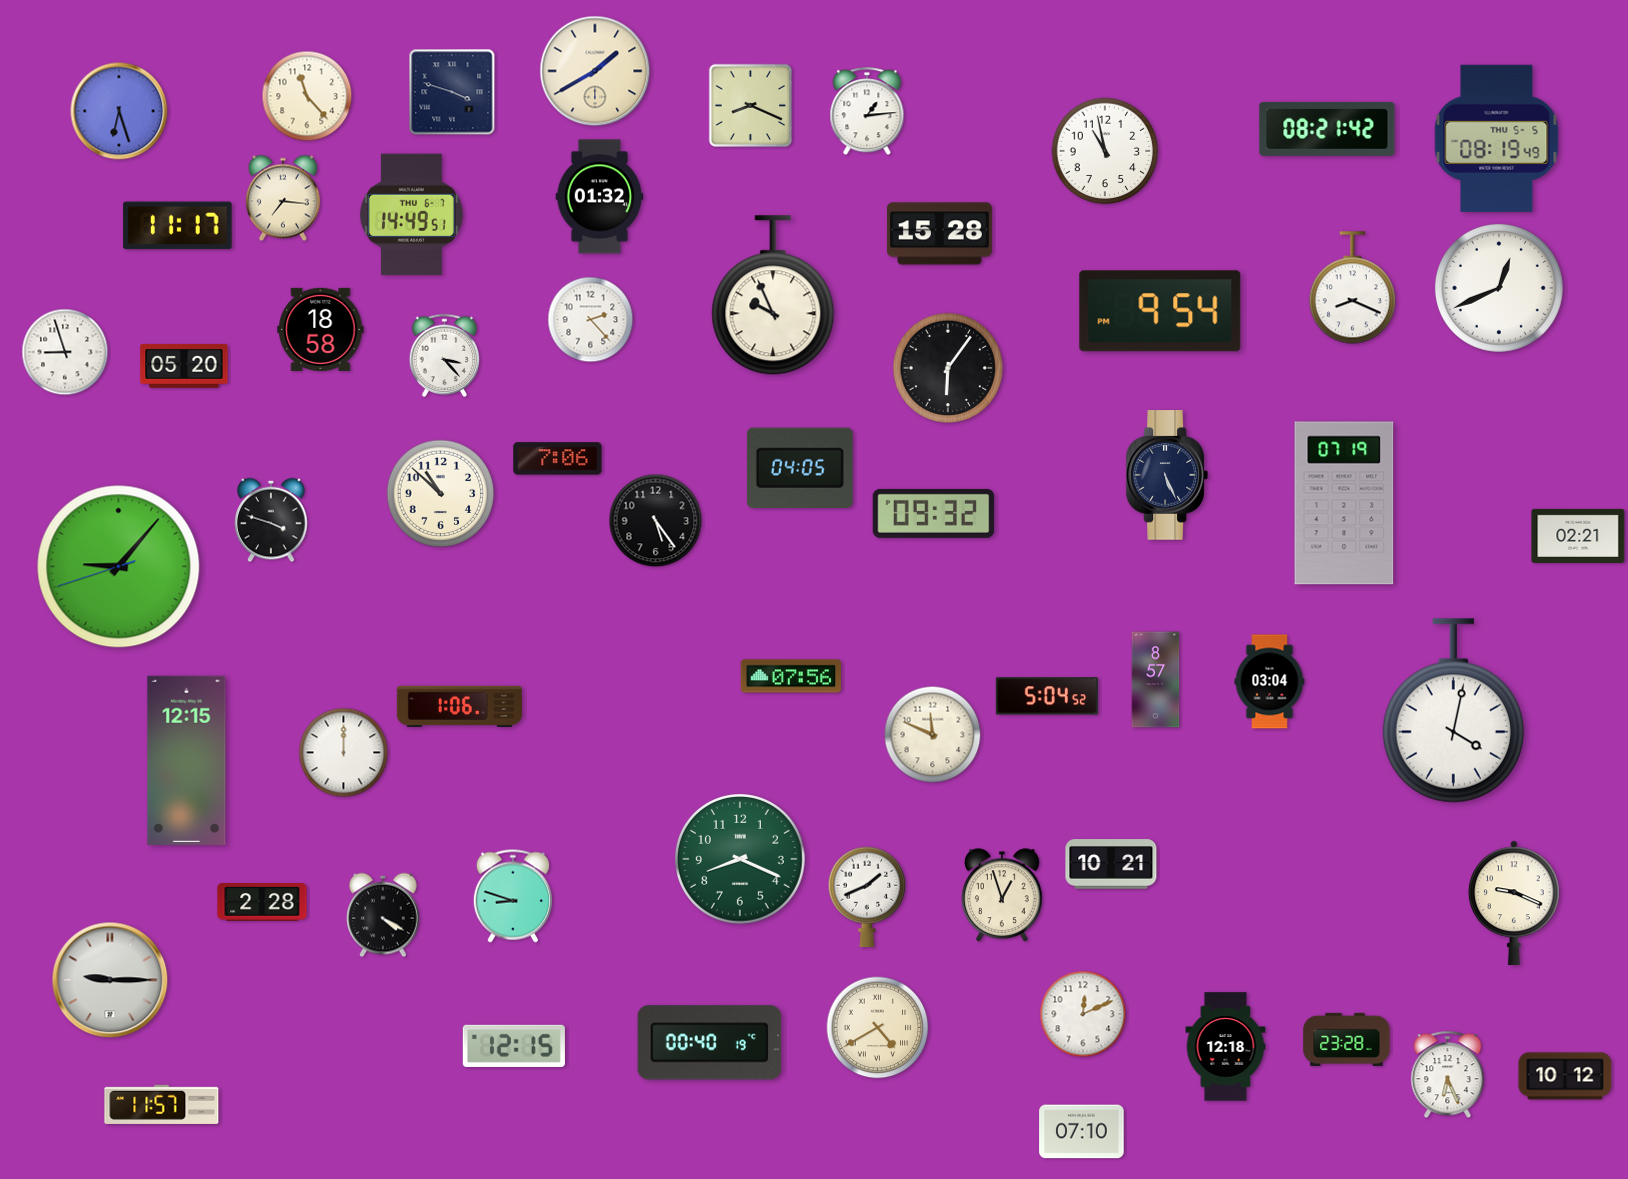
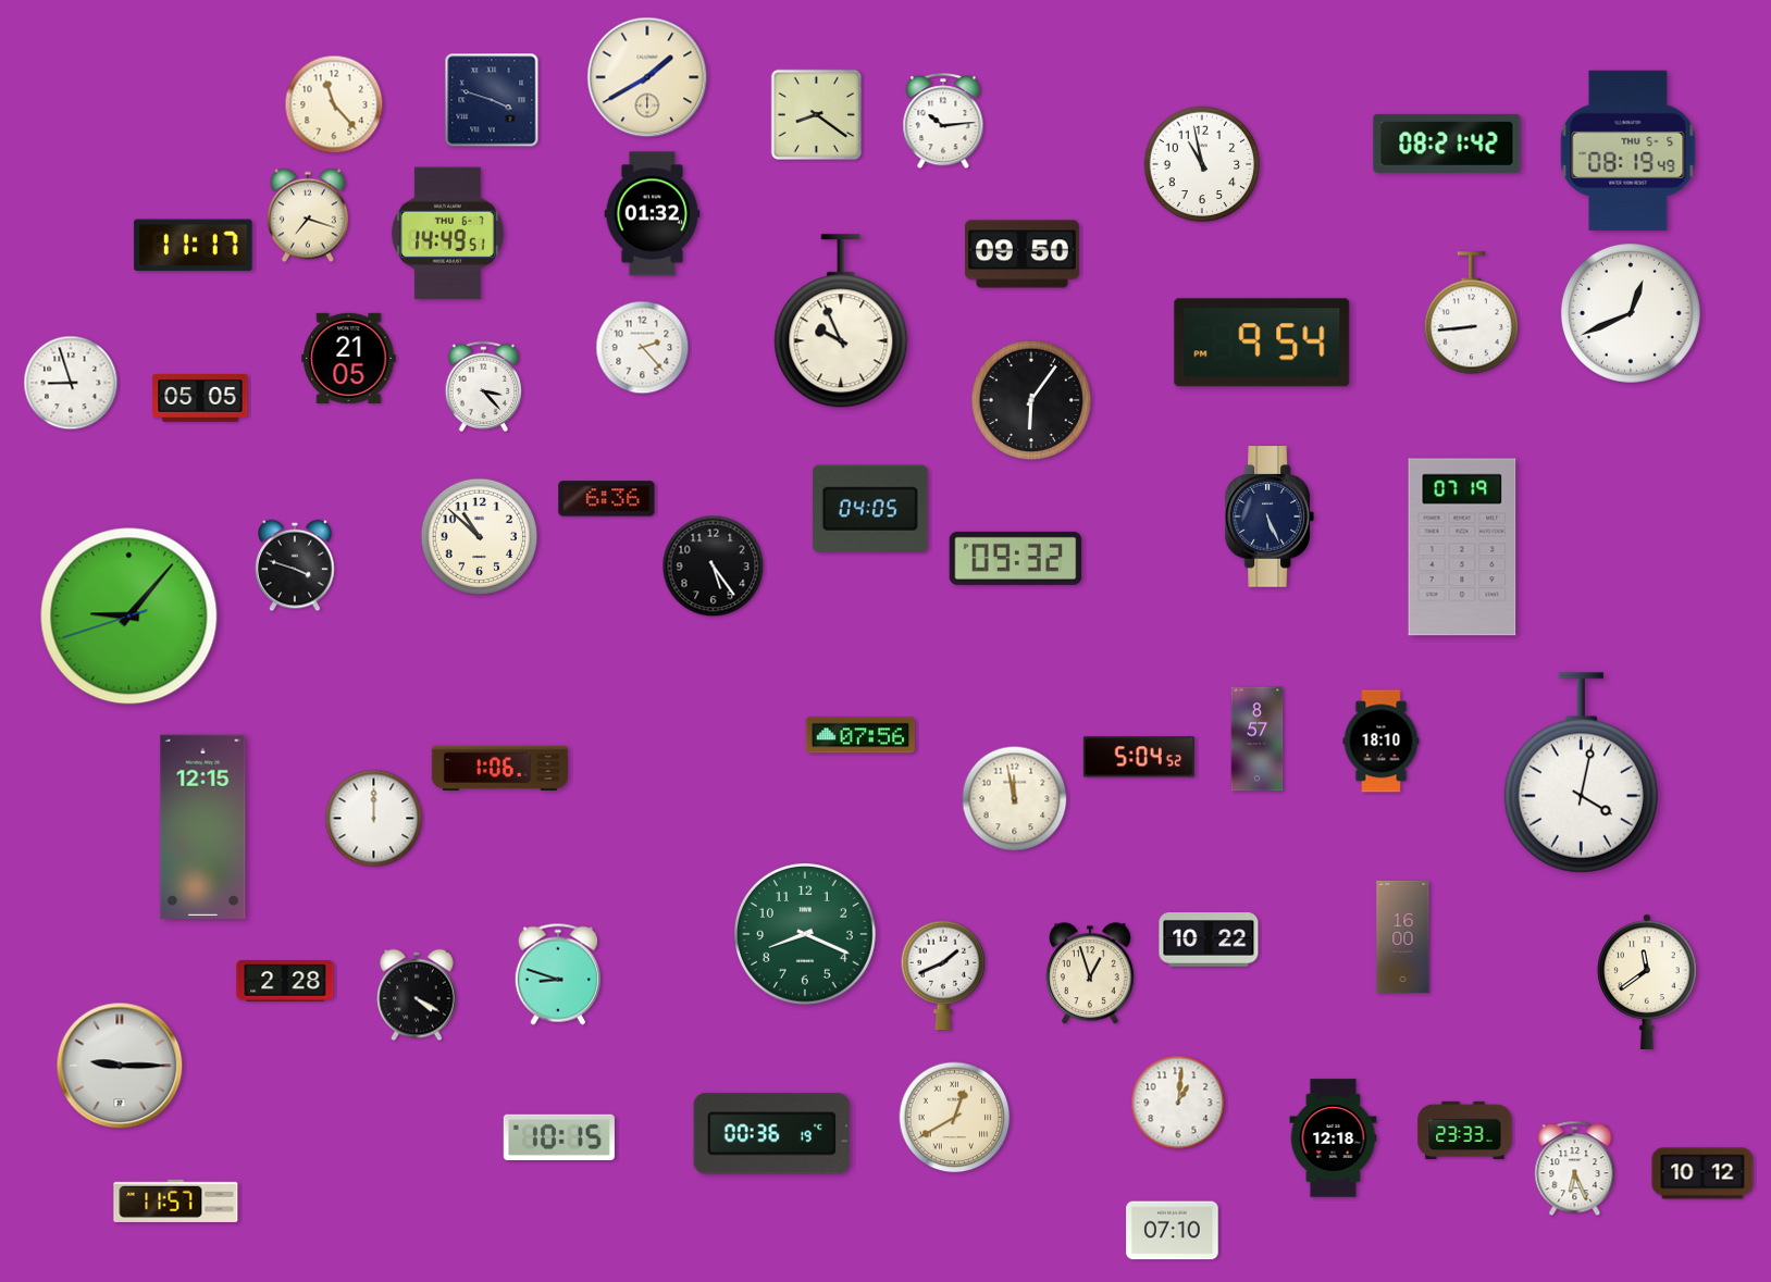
clock at (750, 105): 8:19 -> 8:21
clock at (119, 111): 6:27 -> none
clock at (867, 112): 1:14 -> 10:14
clock at (1327, 129) position: (1327, 129) -> (1447, 144)
clock at (283, 198): 7:16 -> 7:18
clock at (939, 234): 15:28 -> 09:50
clock at (1352, 288): 8:19 -> 8:44
clock at (1160, 311) position: (1160, 311) -> (1262, 343)
clock at (321, 329): 18:58 -> 21:05
clock at (184, 366): 05:20 -> 05:05
clock at (558, 459): 7:06 -> 6:36
clock at (1578, 536): 02:21 -> none
clock at (1270, 682): 03:04 -> 18:10
clock at (933, 735): 11:49 -> 11:58
clock at (1403, 936): none -> 16:00
clock at (1111, 864): 10:21 -> 10:22
clock at (1515, 903): 9:19 -> 11:39
clock at (1083, 1014): 12:11 -> 1:01
clock at (878, 1028): 4:40 -> 12:40
clock at (1347, 1039): 23:28 -> 23:33
clock at (710, 1043): 00:40 -> 00:36
clock at (514, 1046): 12:15 -> 10:15
clock at (1565, 1076) position: (1565, 1076) -> (1702, 1173)
clock at (1082, 1132) position: (1082, 1132) -> (1173, 1231)
